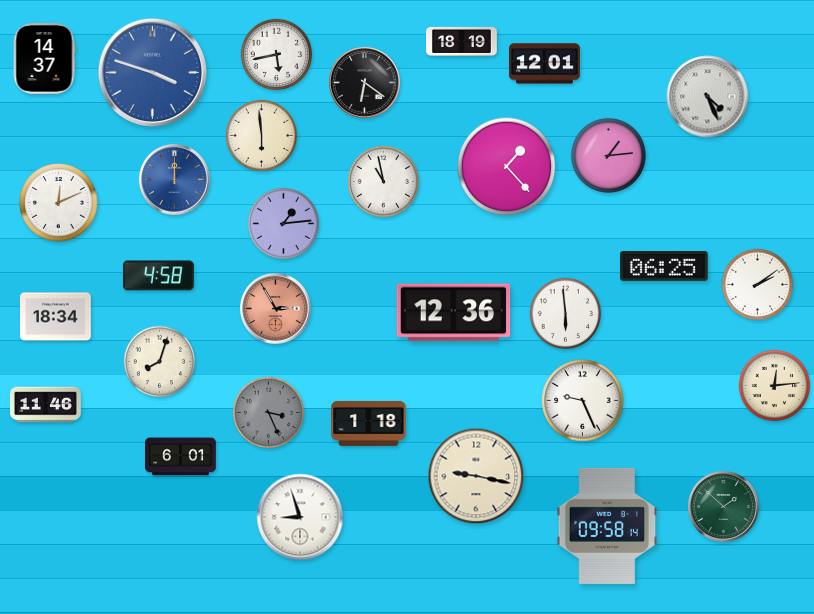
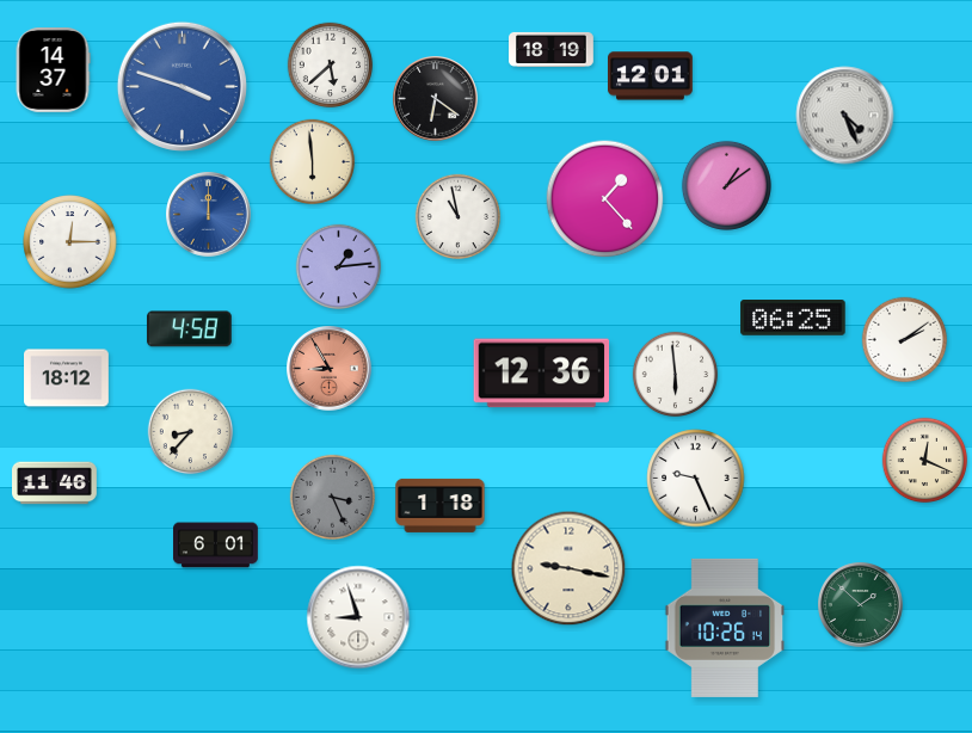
clock at (277, 55): 5:43 -> 5:38
clock at (608, 155): 1:14 -> 1:09
clock at (59, 203): 12:11 -> 12:15
clock at (276, 309): 2:55 -> 8:55
clock at (56, 317): 18:34 -> 18:12
clock at (160, 362): 8:03 -> 8:37
clock at (775, 386): 12:14 -> 12:19
clock at (269, 413) position: (269, 413) -> (333, 498)
clock at (724, 507) position: (724, 507) -> (861, 605)
clock at (607, 526): 09:58 -> 10:26
